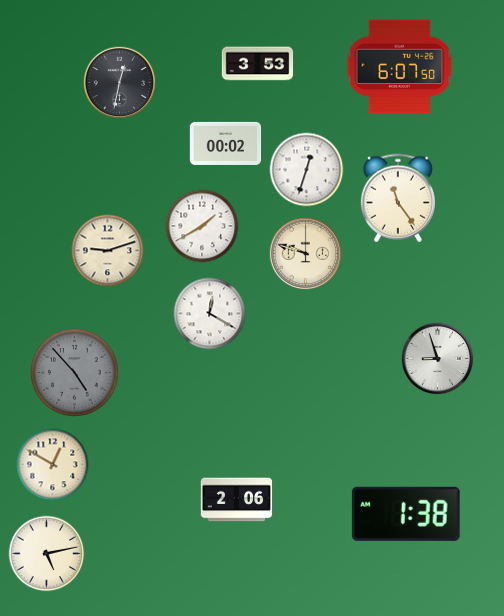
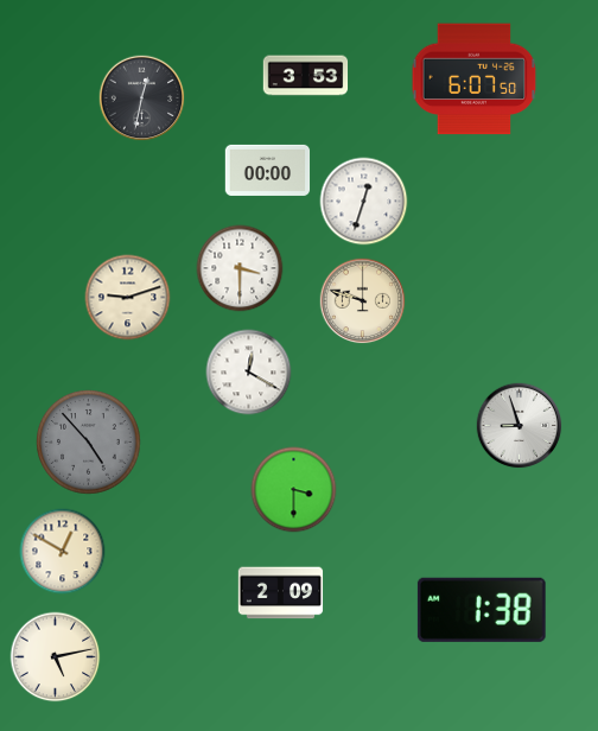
clock at (226, 143): 00:02 -> 00:00
clock at (398, 198): 11:24 -> none
clock at (202, 226): 1:40 -> 3:30
clock at (294, 490): none -> 3:30
clock at (237, 500): 2:06 -> 2:09
